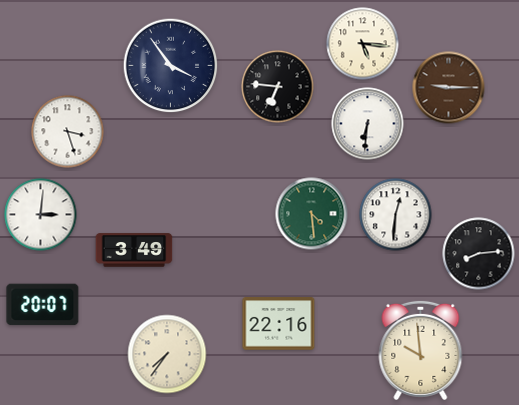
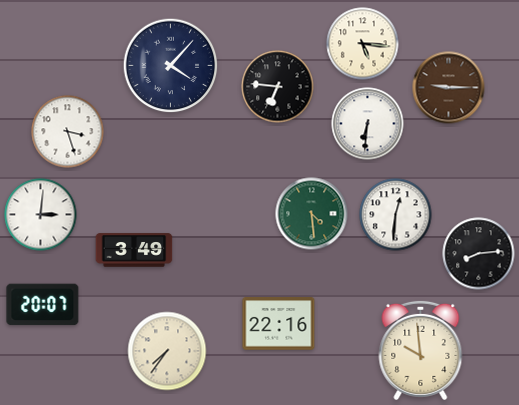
clock at (171, 66): 3:54 -> 4:07
clock at (167, 354) position: (167, 354) -> (167, 351)
